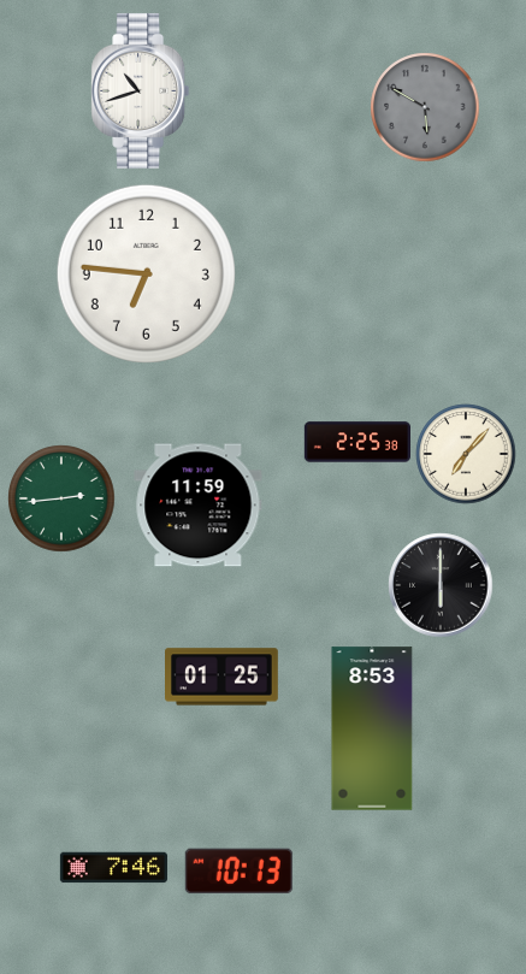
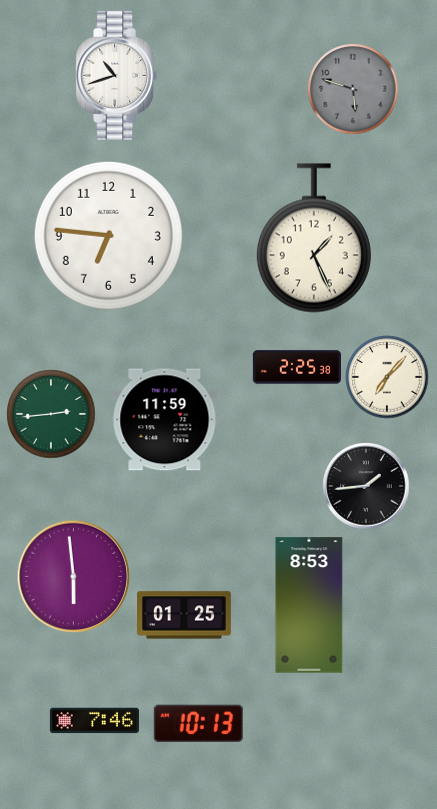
clock at (425, 107): 5:50 -> 5:48
clock at (146, 273) position: (146, 273) -> (108, 235)
clock at (314, 238): none -> 1:26
clock at (441, 585): 6:00 -> 1:44
clock at (223, 677) position: (223, 677) -> (185, 615)
clock at (74, 577): none -> 5:59
